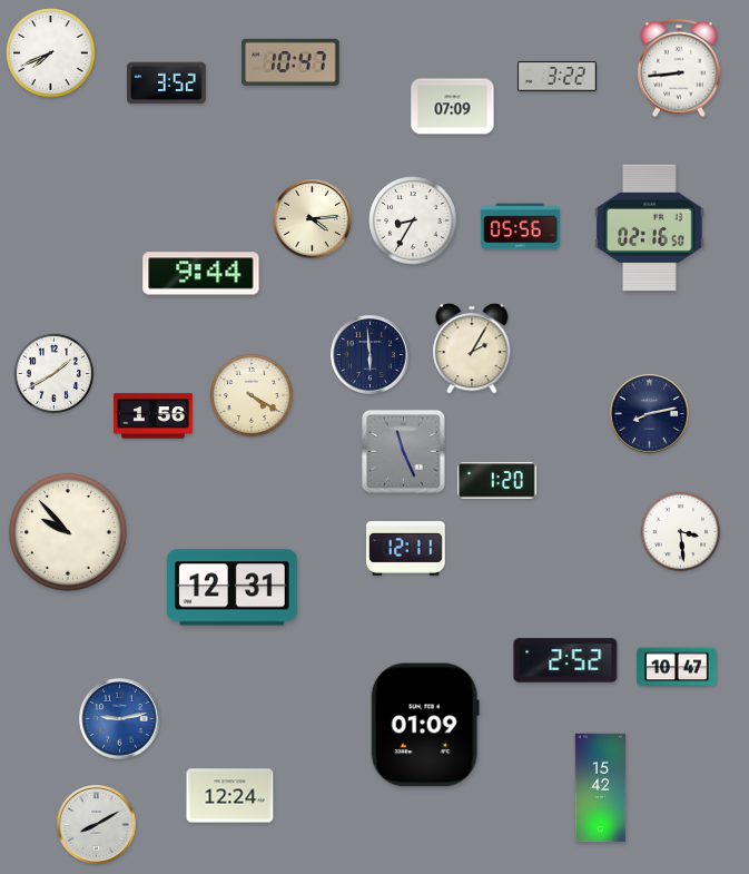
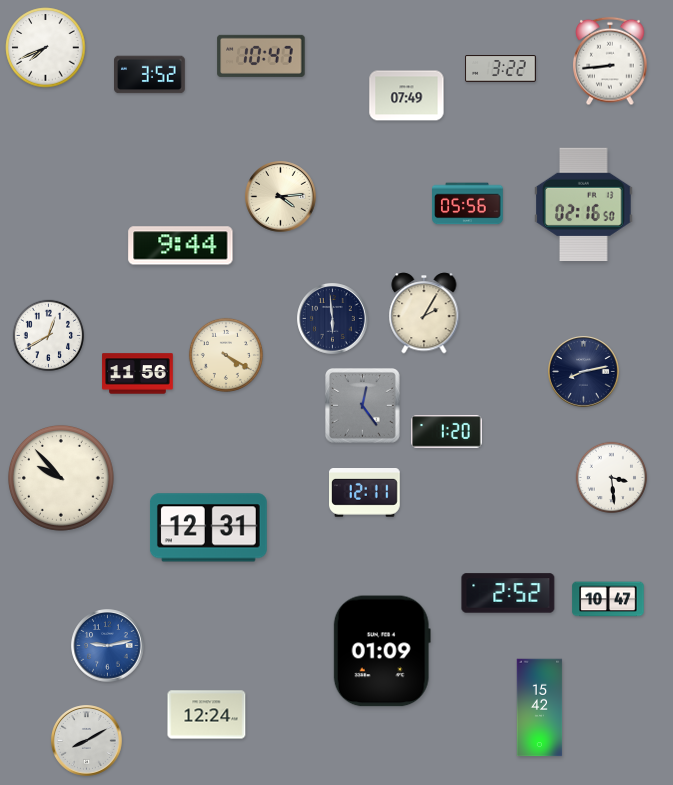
clock at (453, 107): 07:09 -> 07:49
clock at (413, 220): 8:35 -> none
clock at (55, 374): 1:40 -> 12:40
clock at (154, 416): 1:56 -> 11:56
clock at (404, 452): 11:26 -> 12:24
